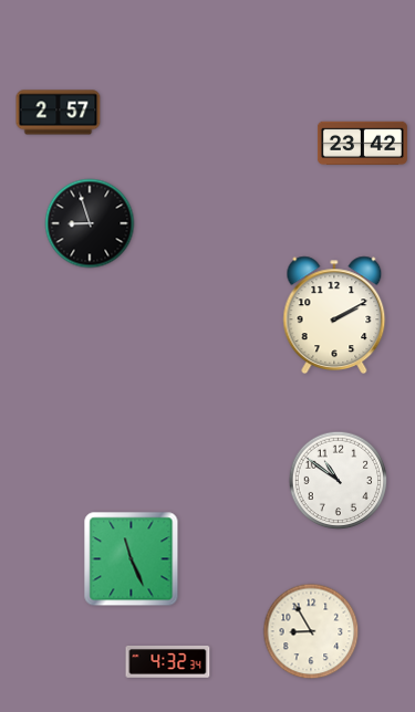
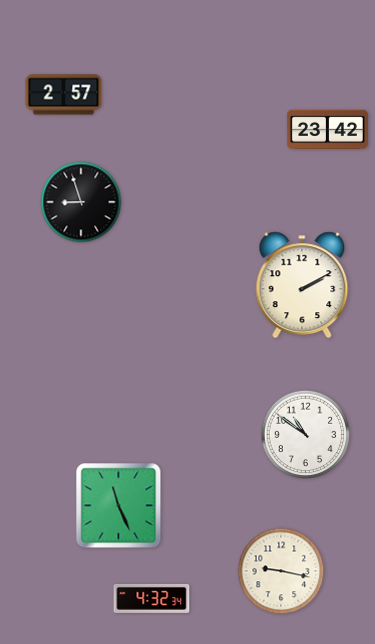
clock at (59, 113) position: (59, 113) -> (64, 95)
clock at (311, 631): 8:55 -> 9:17
